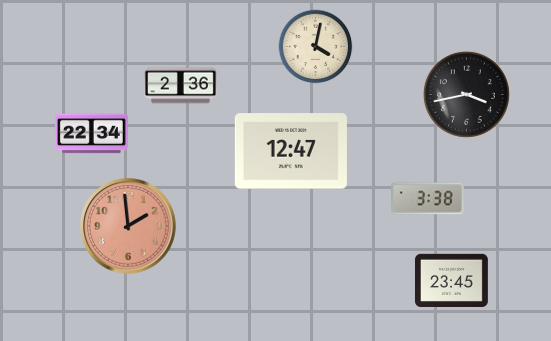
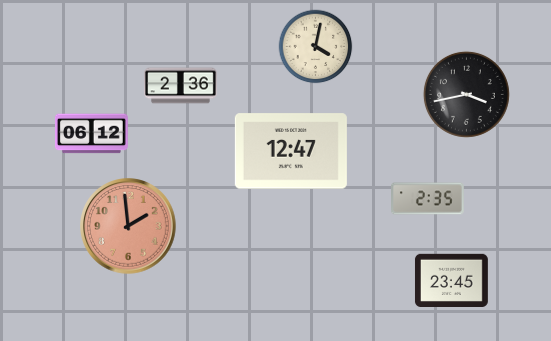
clock at (91, 134): 22:34 -> 06:12
clock at (428, 199): 3:38 -> 2:35
